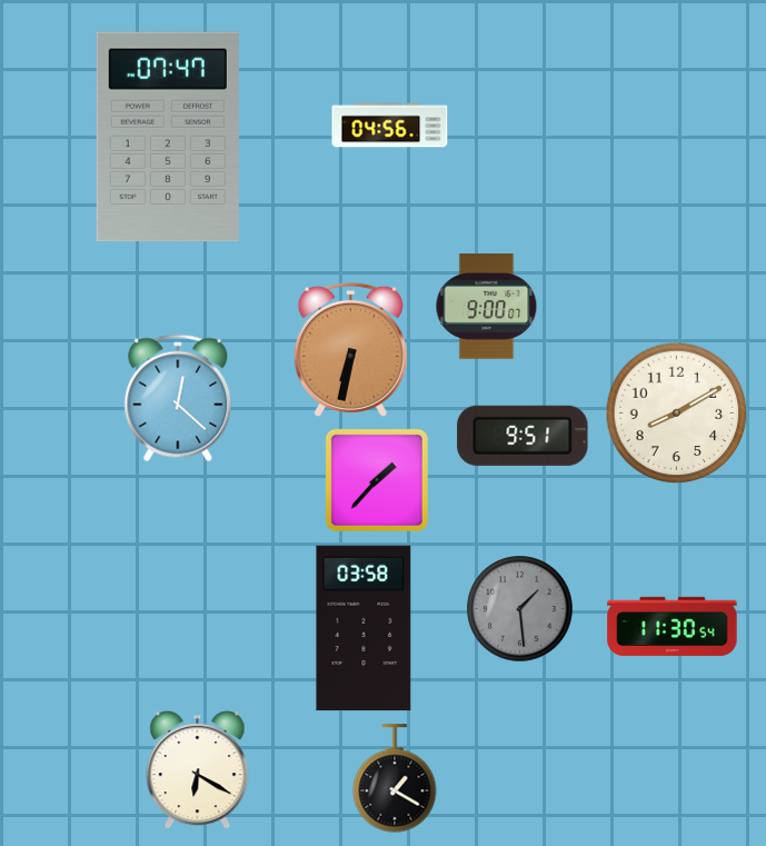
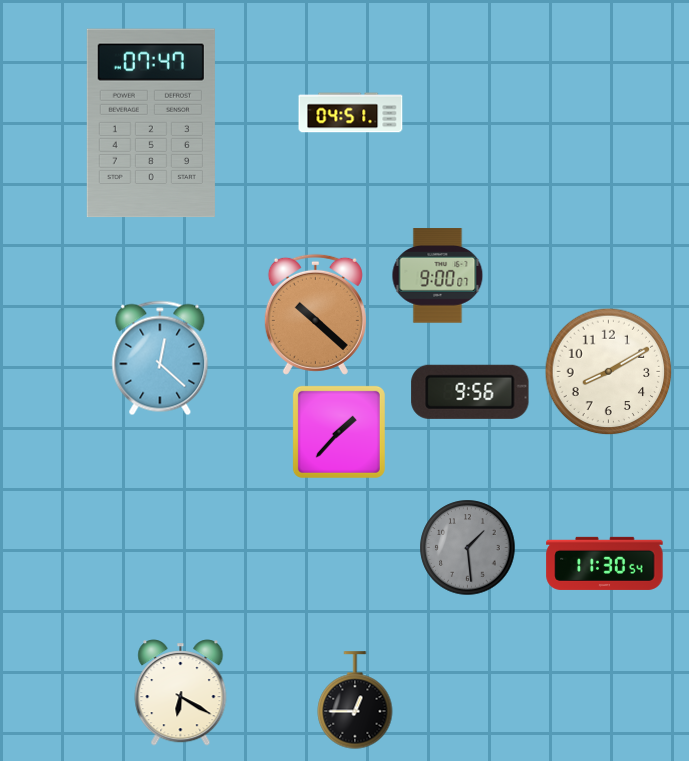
clock at (390, 126): 04:56 -> 04:51
clock at (350, 349): 6:32 -> 10:22
clock at (523, 436): 9:51 -> 9:56
clock at (364, 628): 03:58 -> none
clock at (198, 770) position: (198, 770) -> (181, 693)
clock at (395, 778): 1:20 -> 12:45
